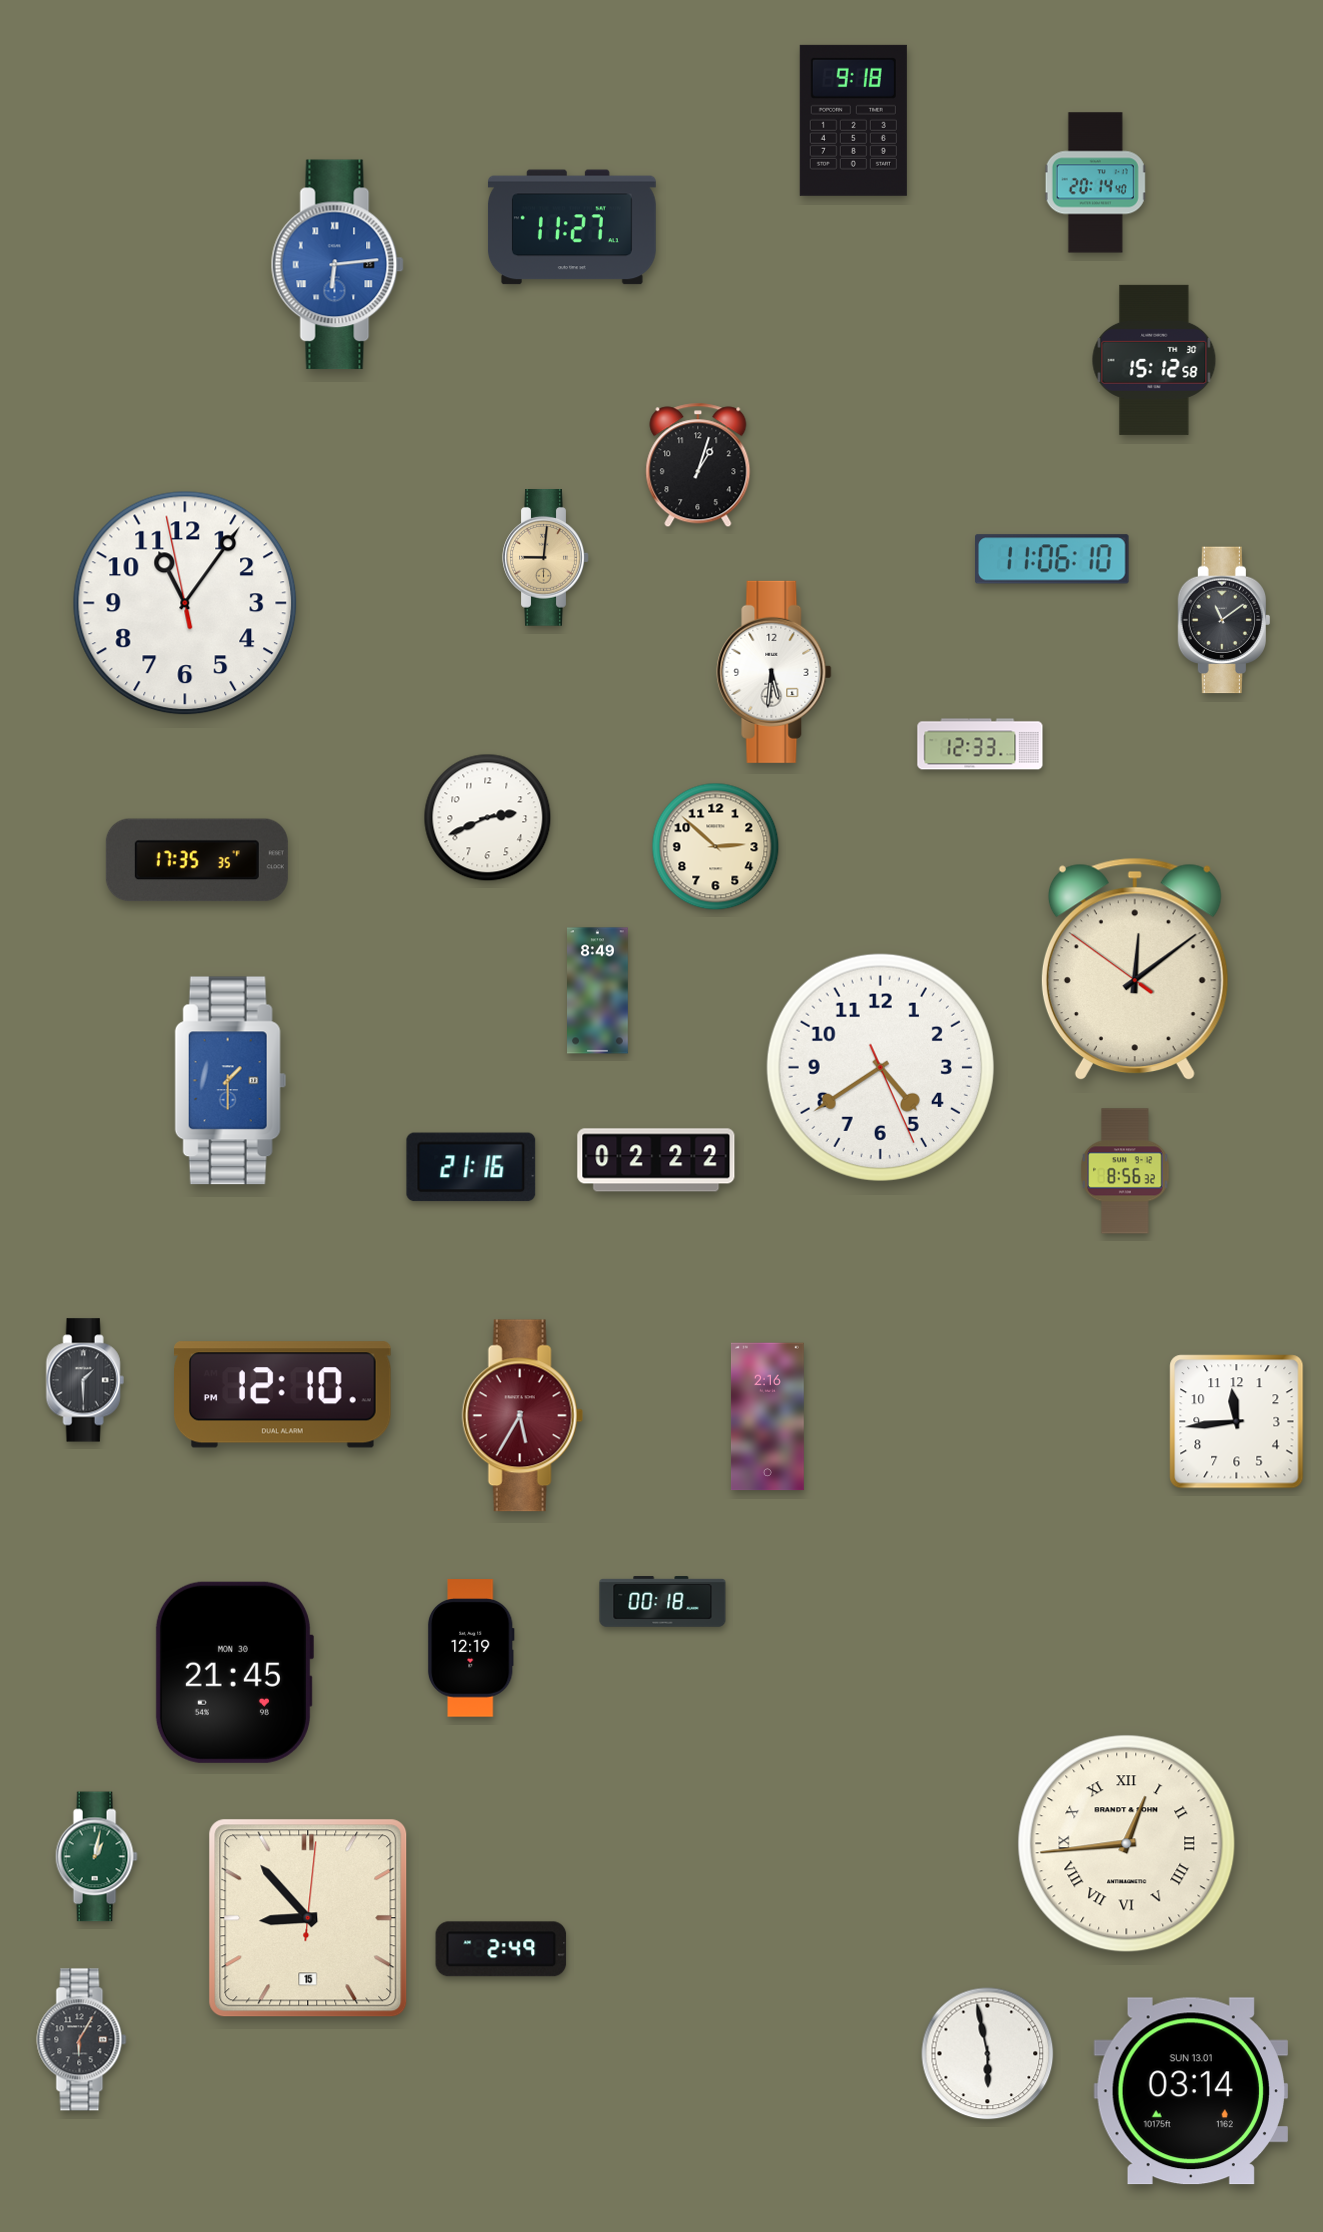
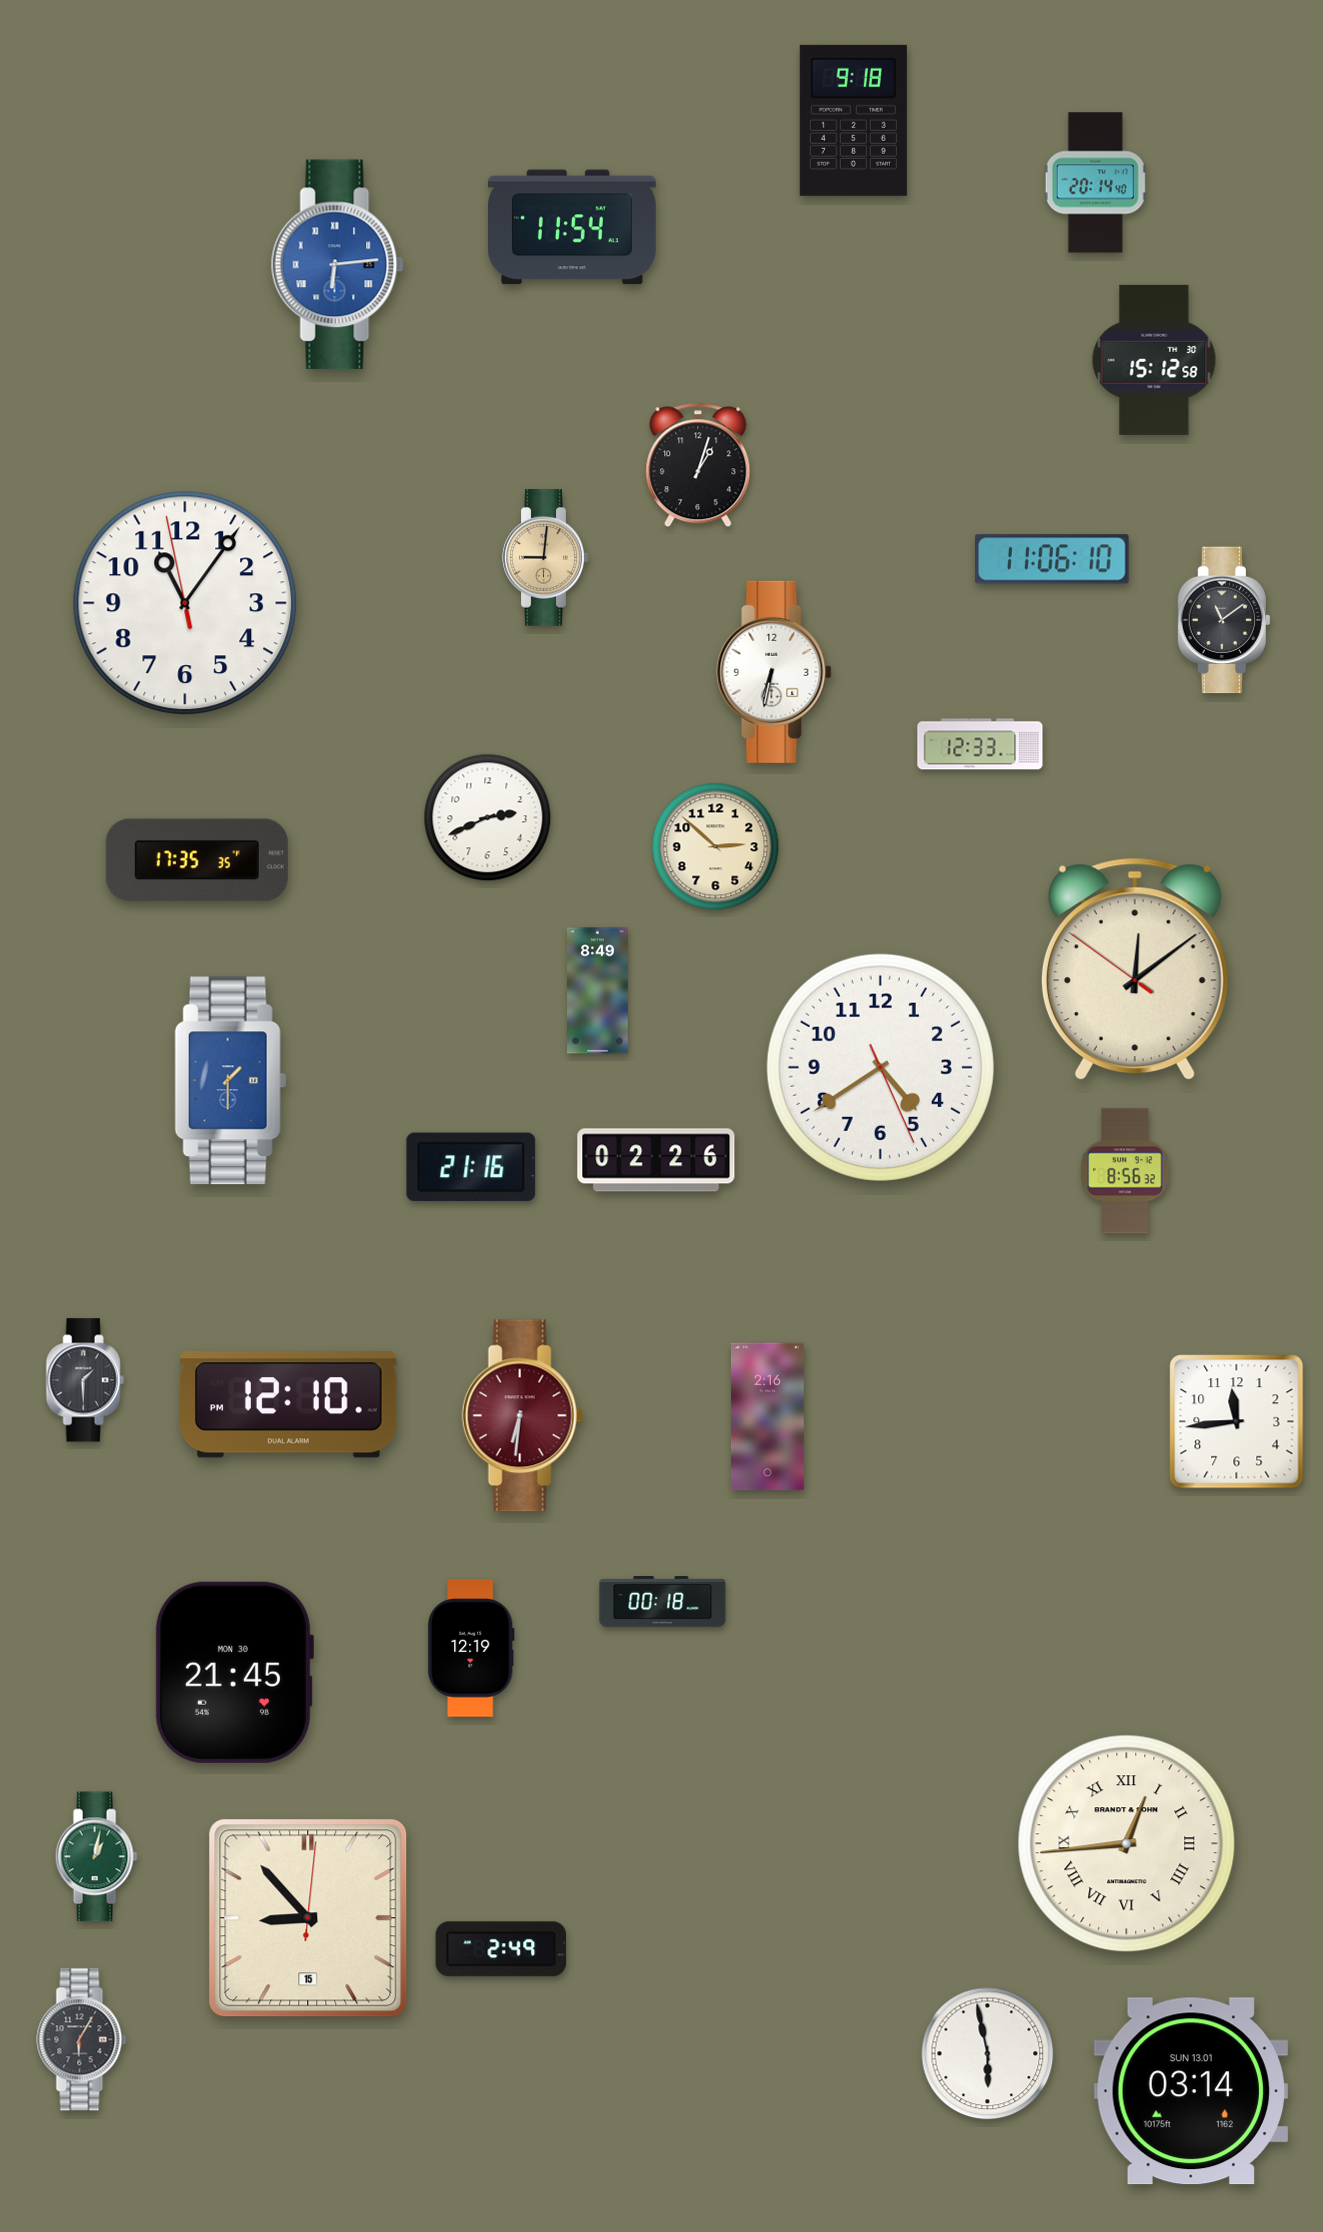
clock at (572, 227): 11:27 -> 11:54
clock at (774, 672): 5:31 -> 6:32
clock at (656, 1160): 02:22 -> 02:26
clock at (283, 1395) position: (283, 1395) -> (289, 1405)
clock at (522, 1416): 5:35 -> 6:31
